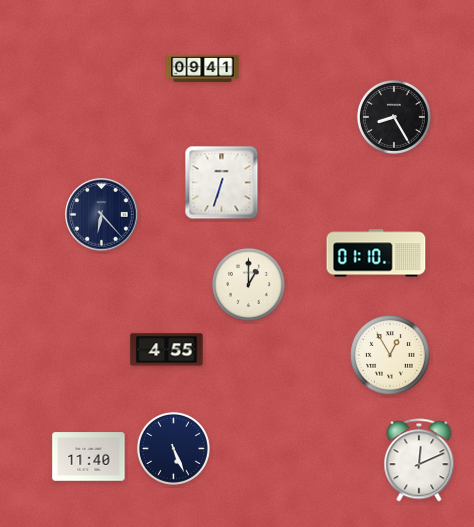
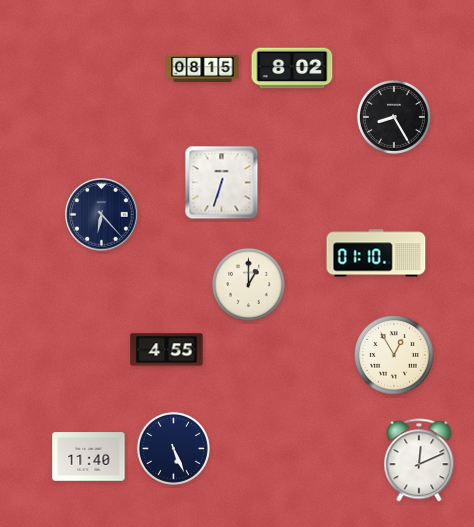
clock at (292, 68): none -> 8:02
clock at (203, 69): 09:41 -> 08:15
clock at (390, 355) position: (390, 355) -> (394, 355)
